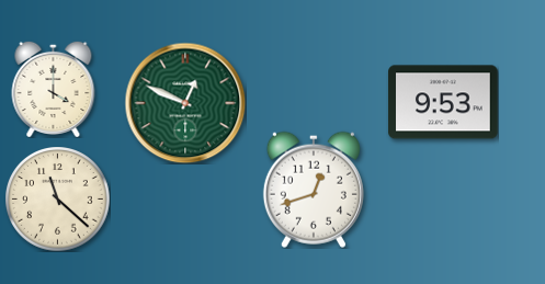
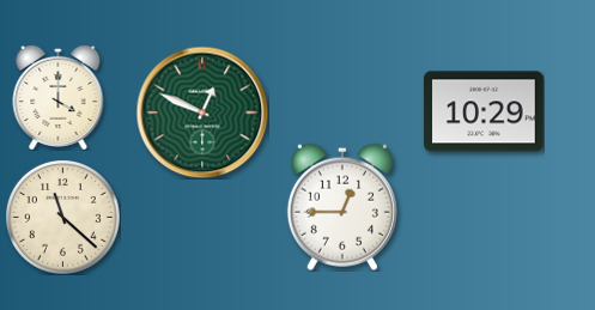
clock at (443, 102): 9:53 -> 10:29
clock at (314, 190): 12:42 -> 12:45
